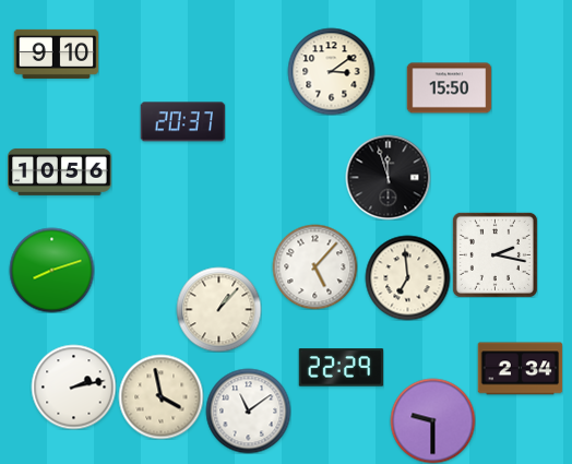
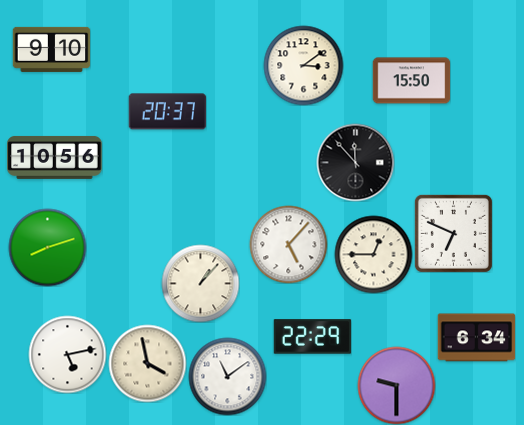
clock at (388, 177): 11:57 -> 11:53
clock at (494, 254): 2:17 -> 6:49
clock at (407, 277): 6:59 -> 12:45
clock at (520, 369): 2:34 -> 6:34
clock at (73, 386): 2:13 -> 5:13
